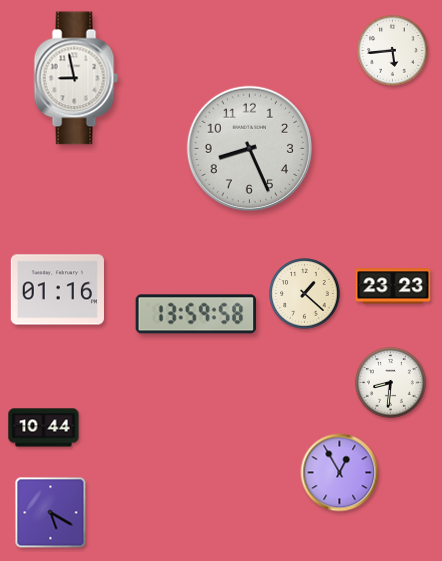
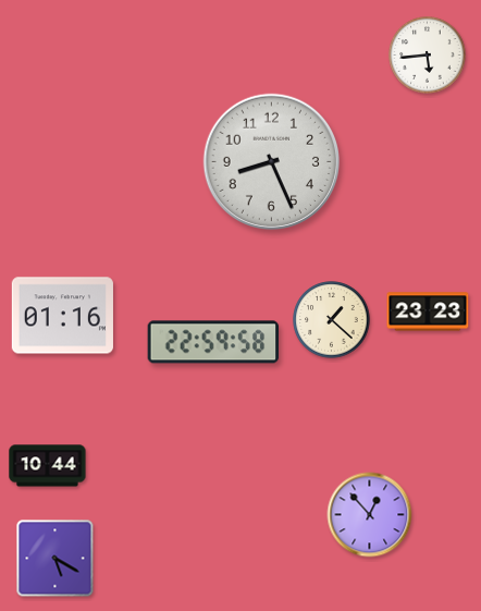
clock at (76, 78): 8:58 -> none
clock at (196, 314): 13:59 -> 22:59
clock at (391, 383): 8:31 -> none
clock at (340, 473): 12:55 -> 12:53
